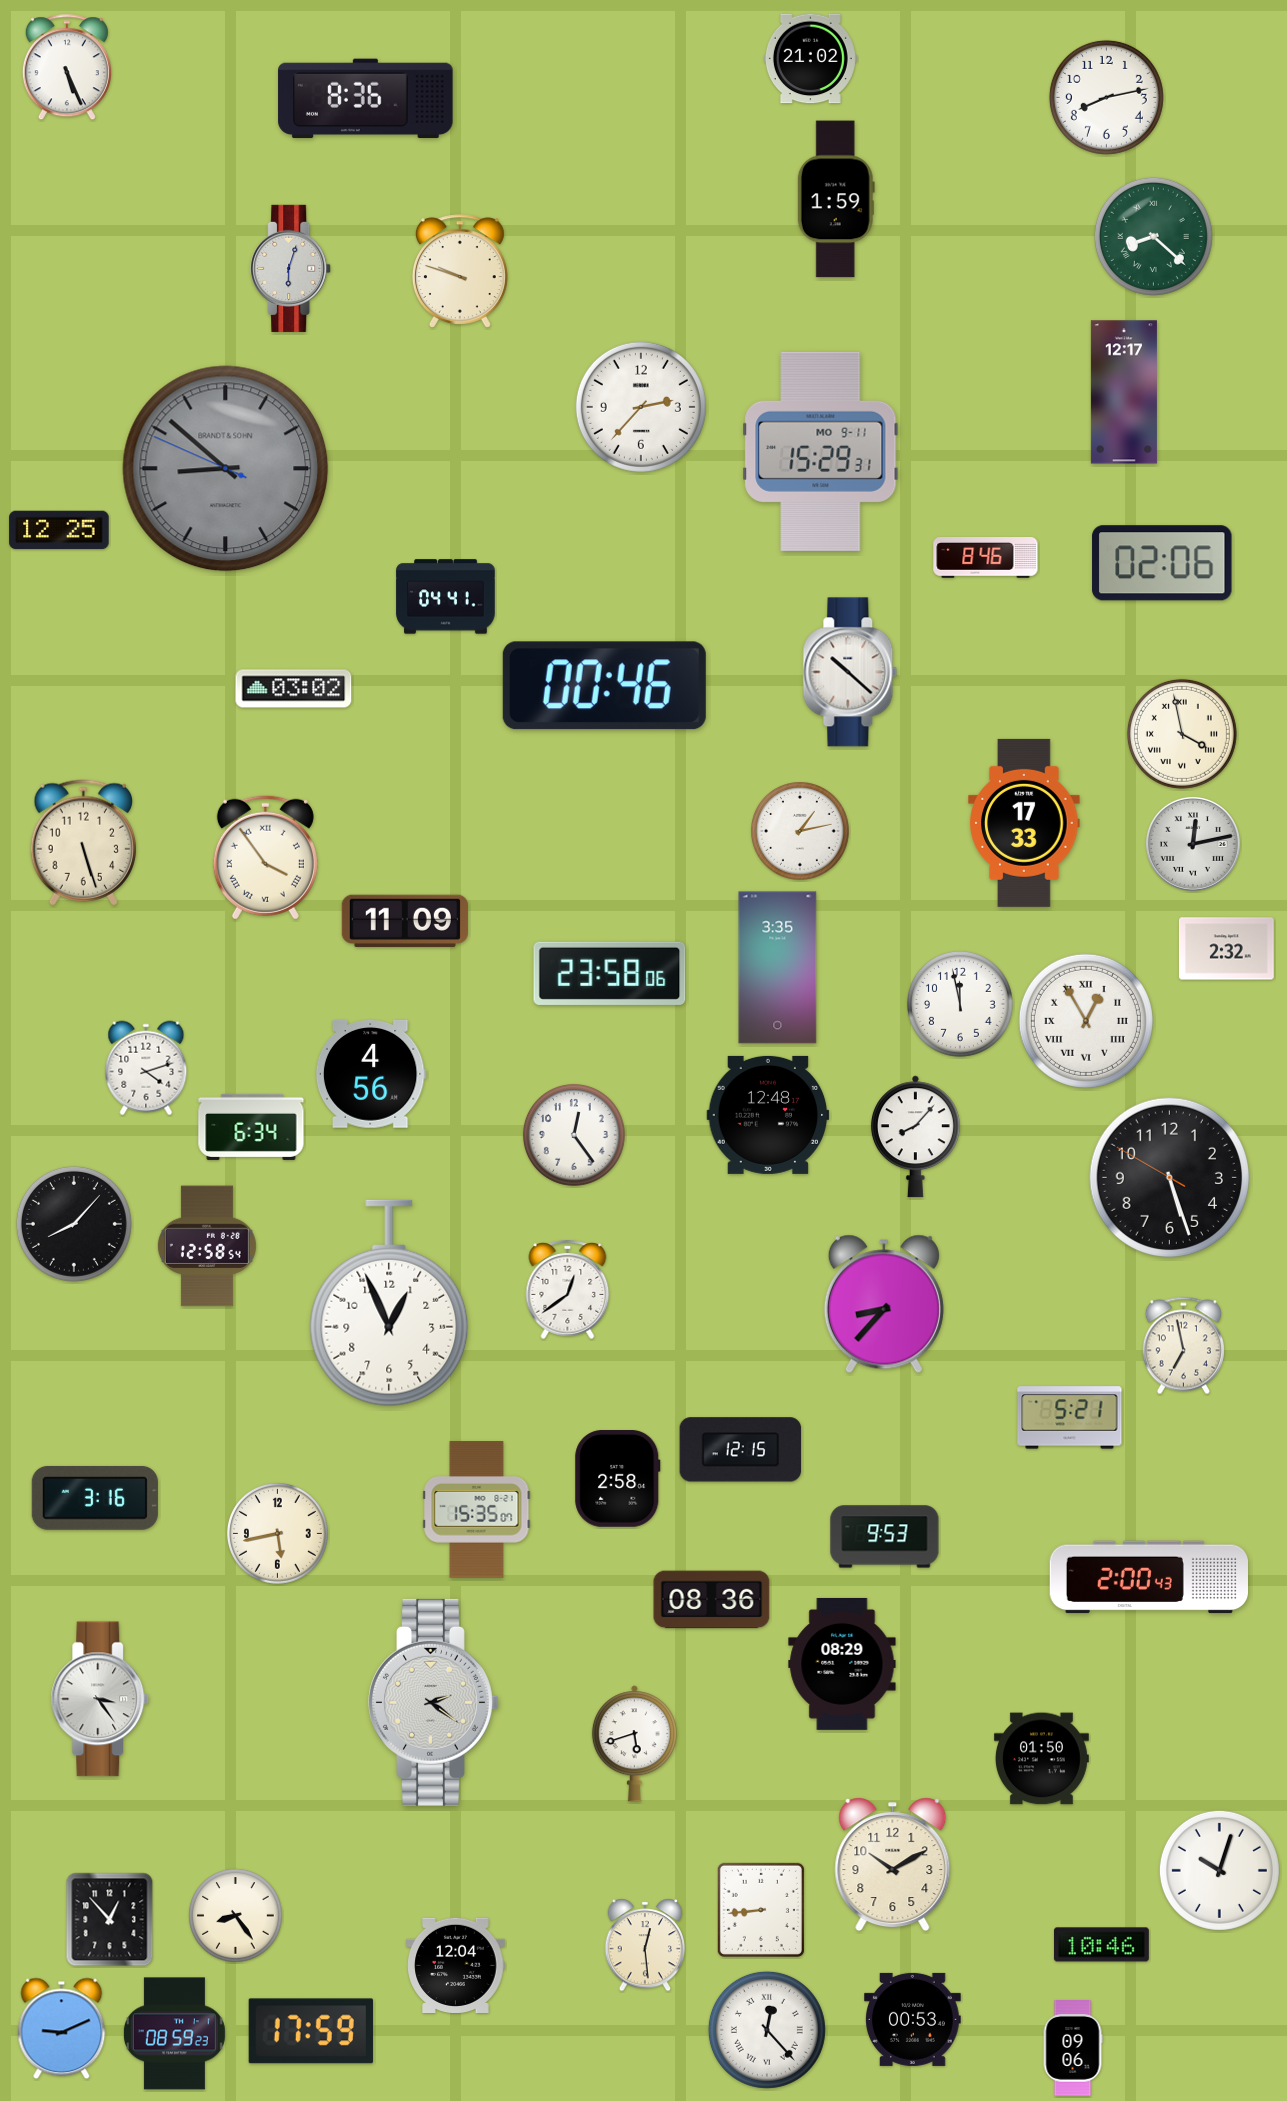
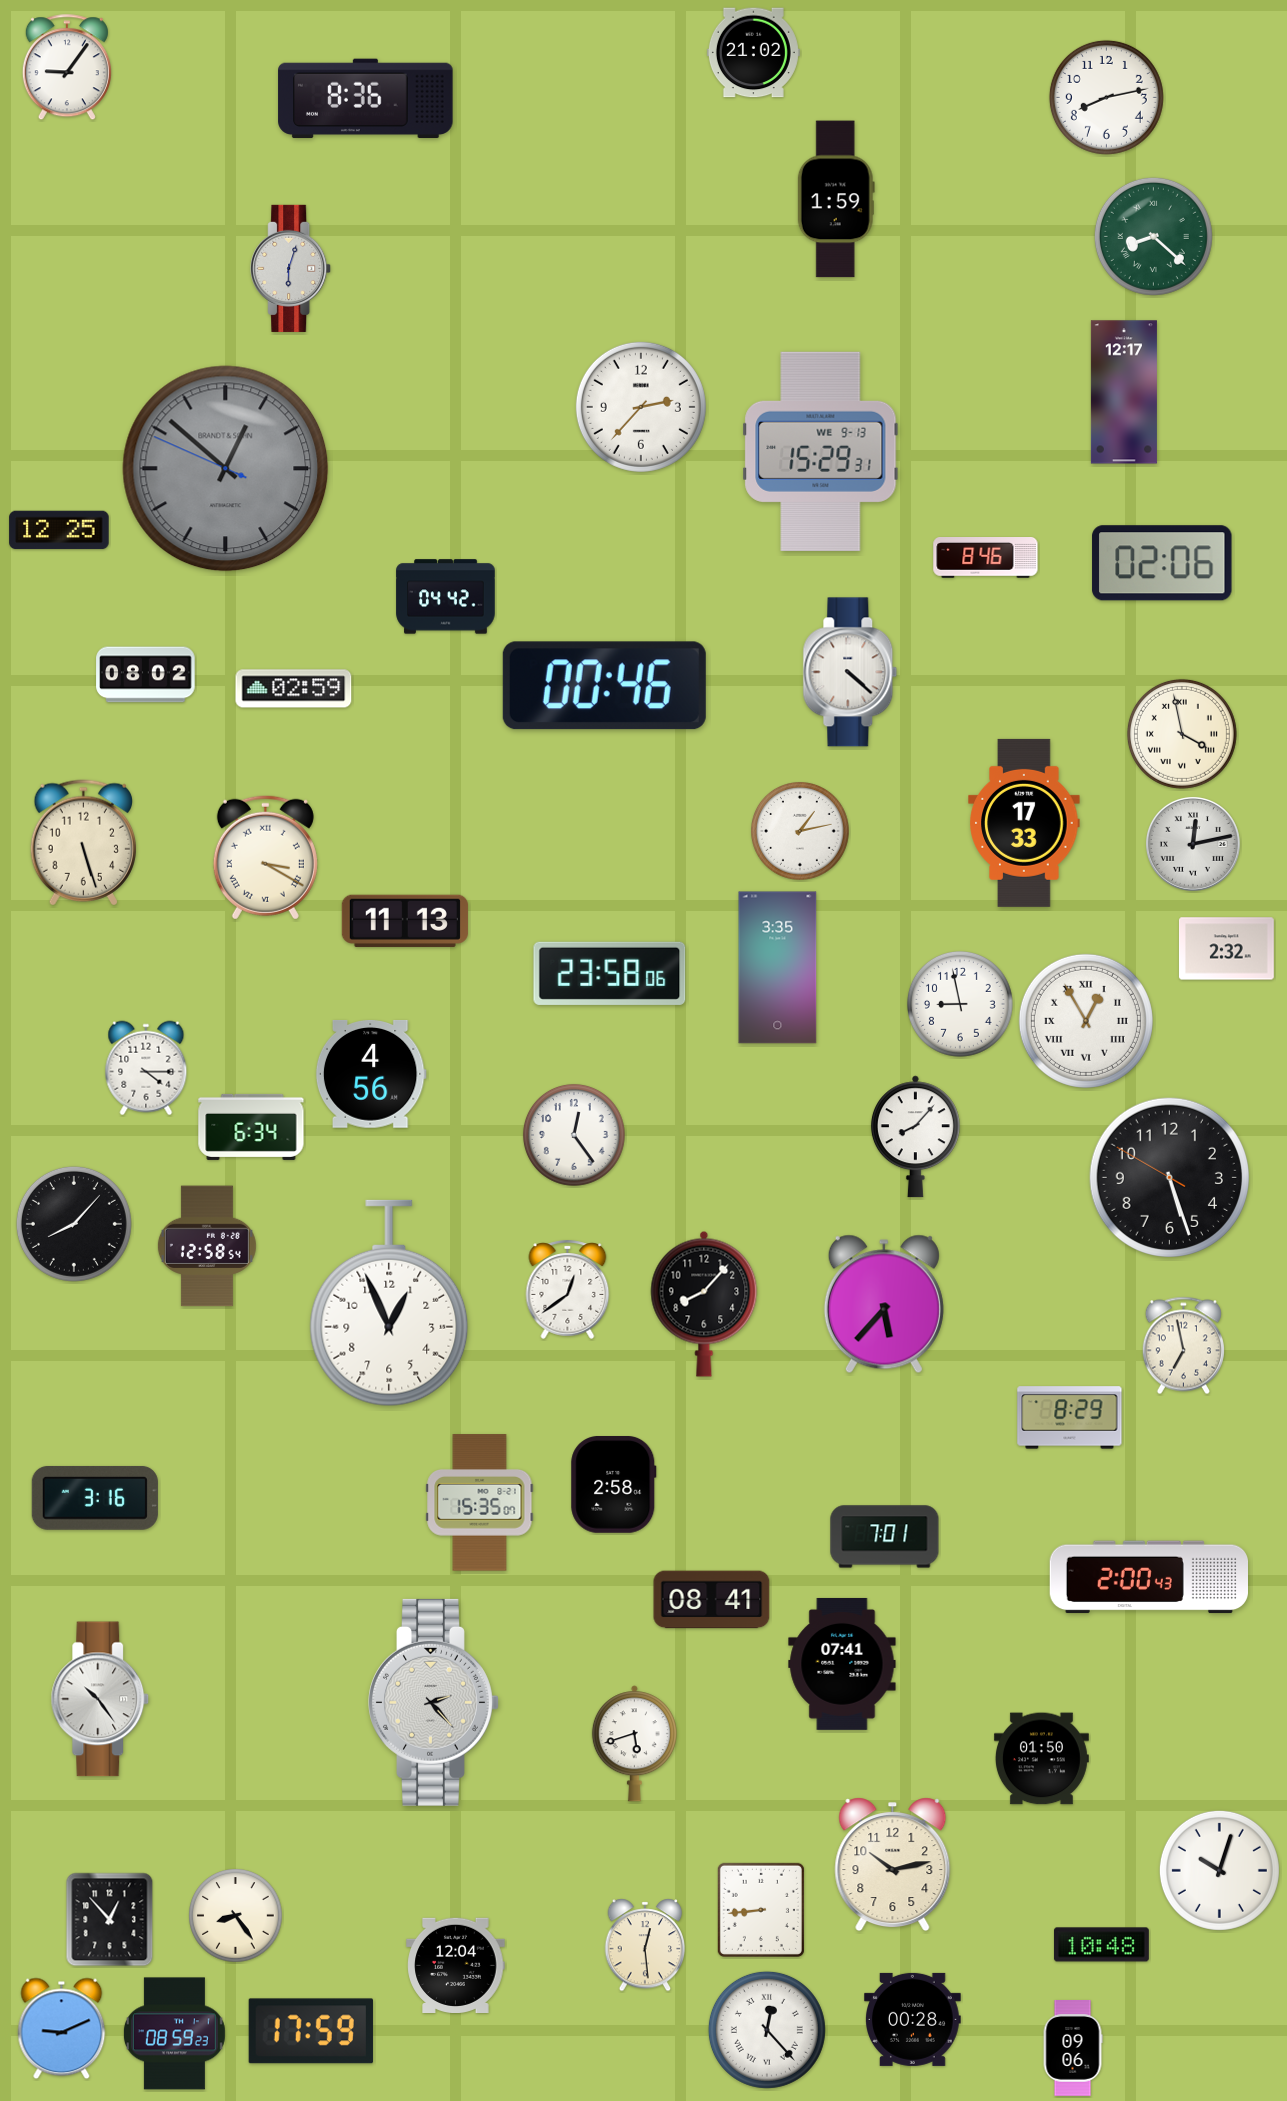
clock at (810, 59) position: (810, 59) -> (753, 53)
clock at (67, 68): 5:26 -> 9:06
clock at (460, 271): 9:48 -> none
clock at (821, 451) date: MO 9-11 -> WE 9-13
clock at (226, 469): 8:51 -> 12:51
clock at (446, 597): 04:41 -> 04:42
clock at (850, 672): 10:22 -> 4:22
clock at (146, 675): none -> 08:02
clock at (294, 689): 03:02 -> 02:59
clock at (265, 857): 3:54 -> 3:20
clock at (405, 921): 11:09 -> 11:13
clock at (960, 1004): 11:58 -> 8:58
clock at (146, 1068): 4:12 -> 4:15
clock at (768, 1115): 12:48 -> none
clock at (704, 1304): none -> 8:07
clock at (884, 1304): 8:37 -> 5:37
clock at (1070, 1418): 5:21 -> 8:29
clock at (741, 1450): 12:15 -> none
clock at (618, 1479) position: (618, 1479) -> (614, 1485)
clock at (477, 1510) position: (477, 1510) -> (480, 1503)
clock at (278, 1534): 5:43 -> none
clock at (885, 1537): 9:53 -> 7:01
clock at (712, 1600): 08:36 -> 08:41
clock at (842, 1664): 08:29 -> 07:41
clock at (100, 1699): 3:24 -> 10:24
clock at (434, 1702): 2:21 -> 2:23
clock at (893, 1865): 10:10 -> 10:13
clock at (1101, 1945): 10:46 -> 10:48
clock at (913, 2019): 00:53 -> 00:28
